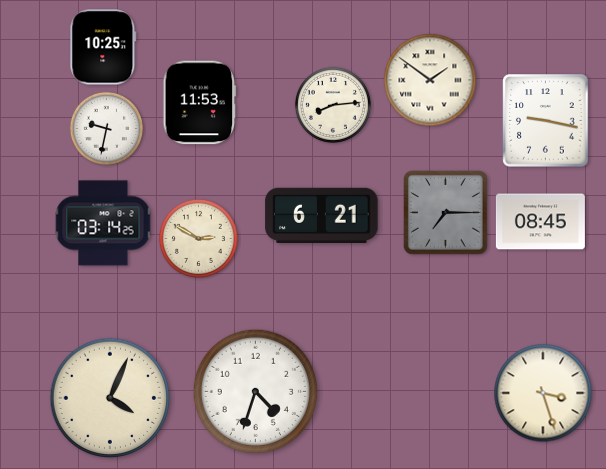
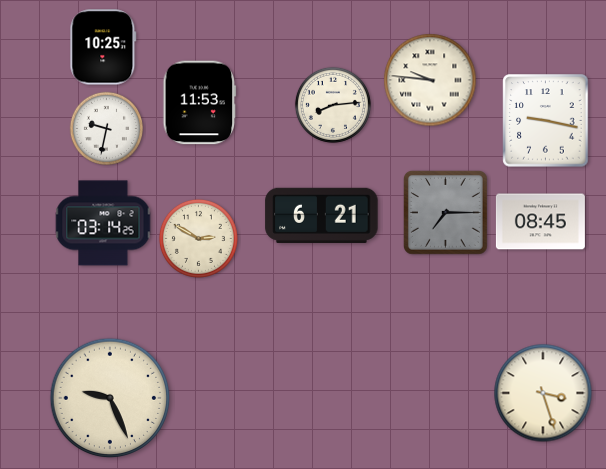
clock at (430, 80): 1:51 -> 9:46
clock at (255, 391): 4:33 -> none
clock at (110, 398): 4:04 -> 9:26
